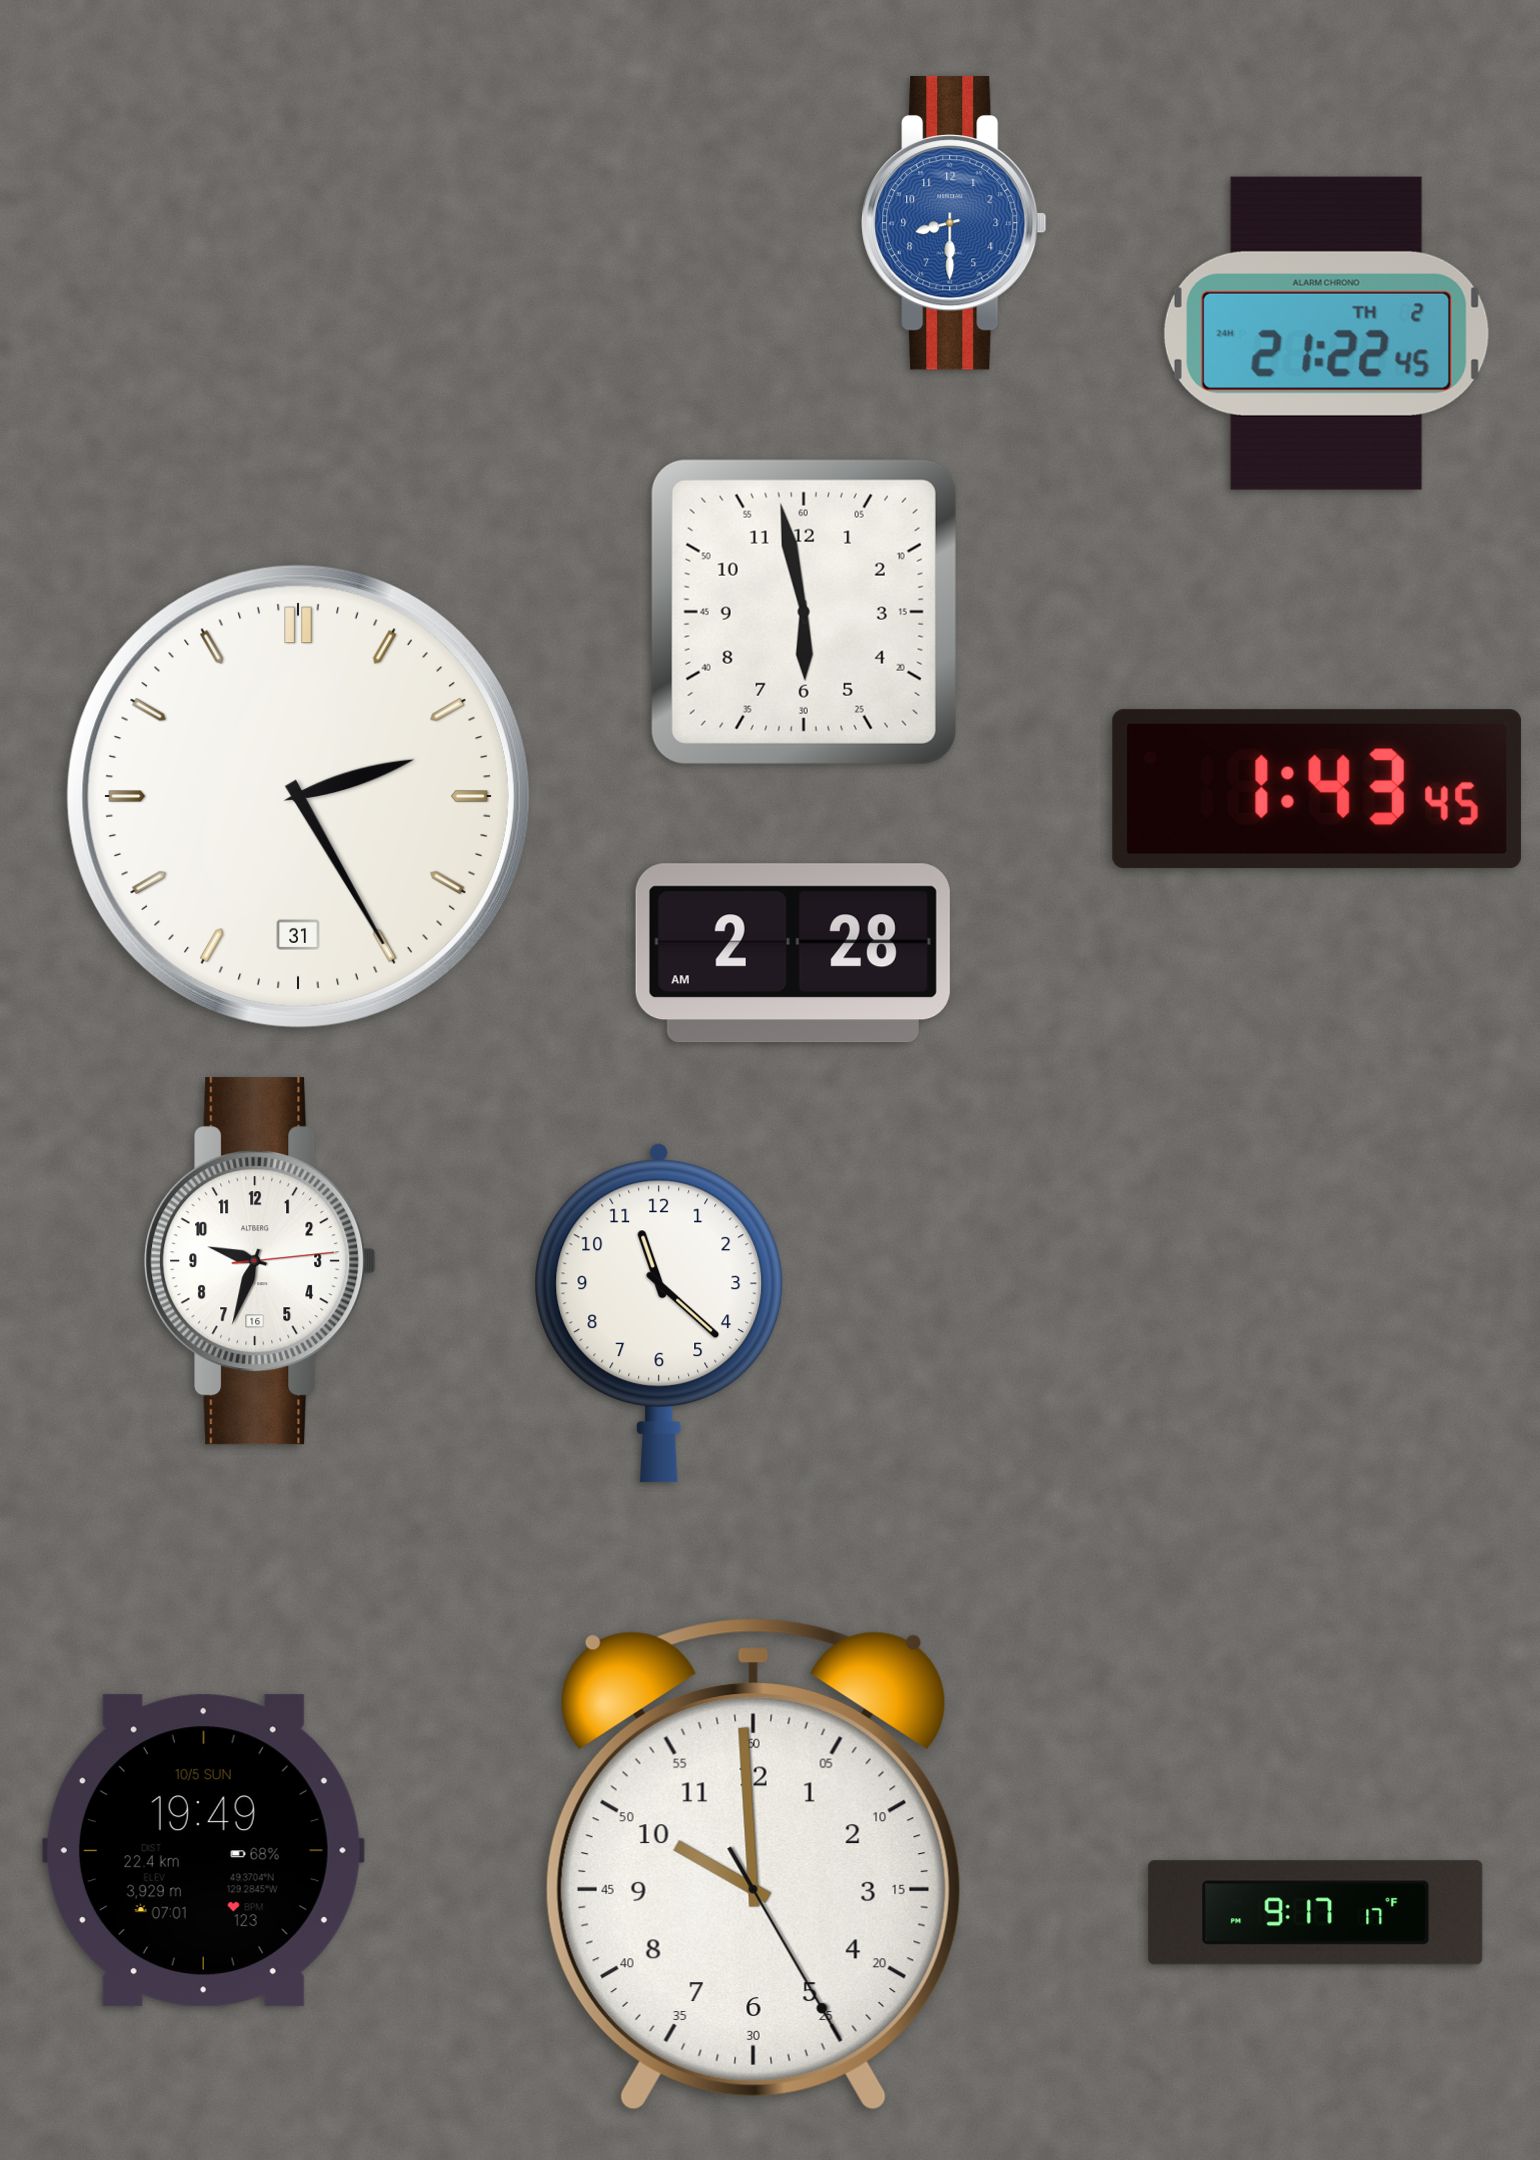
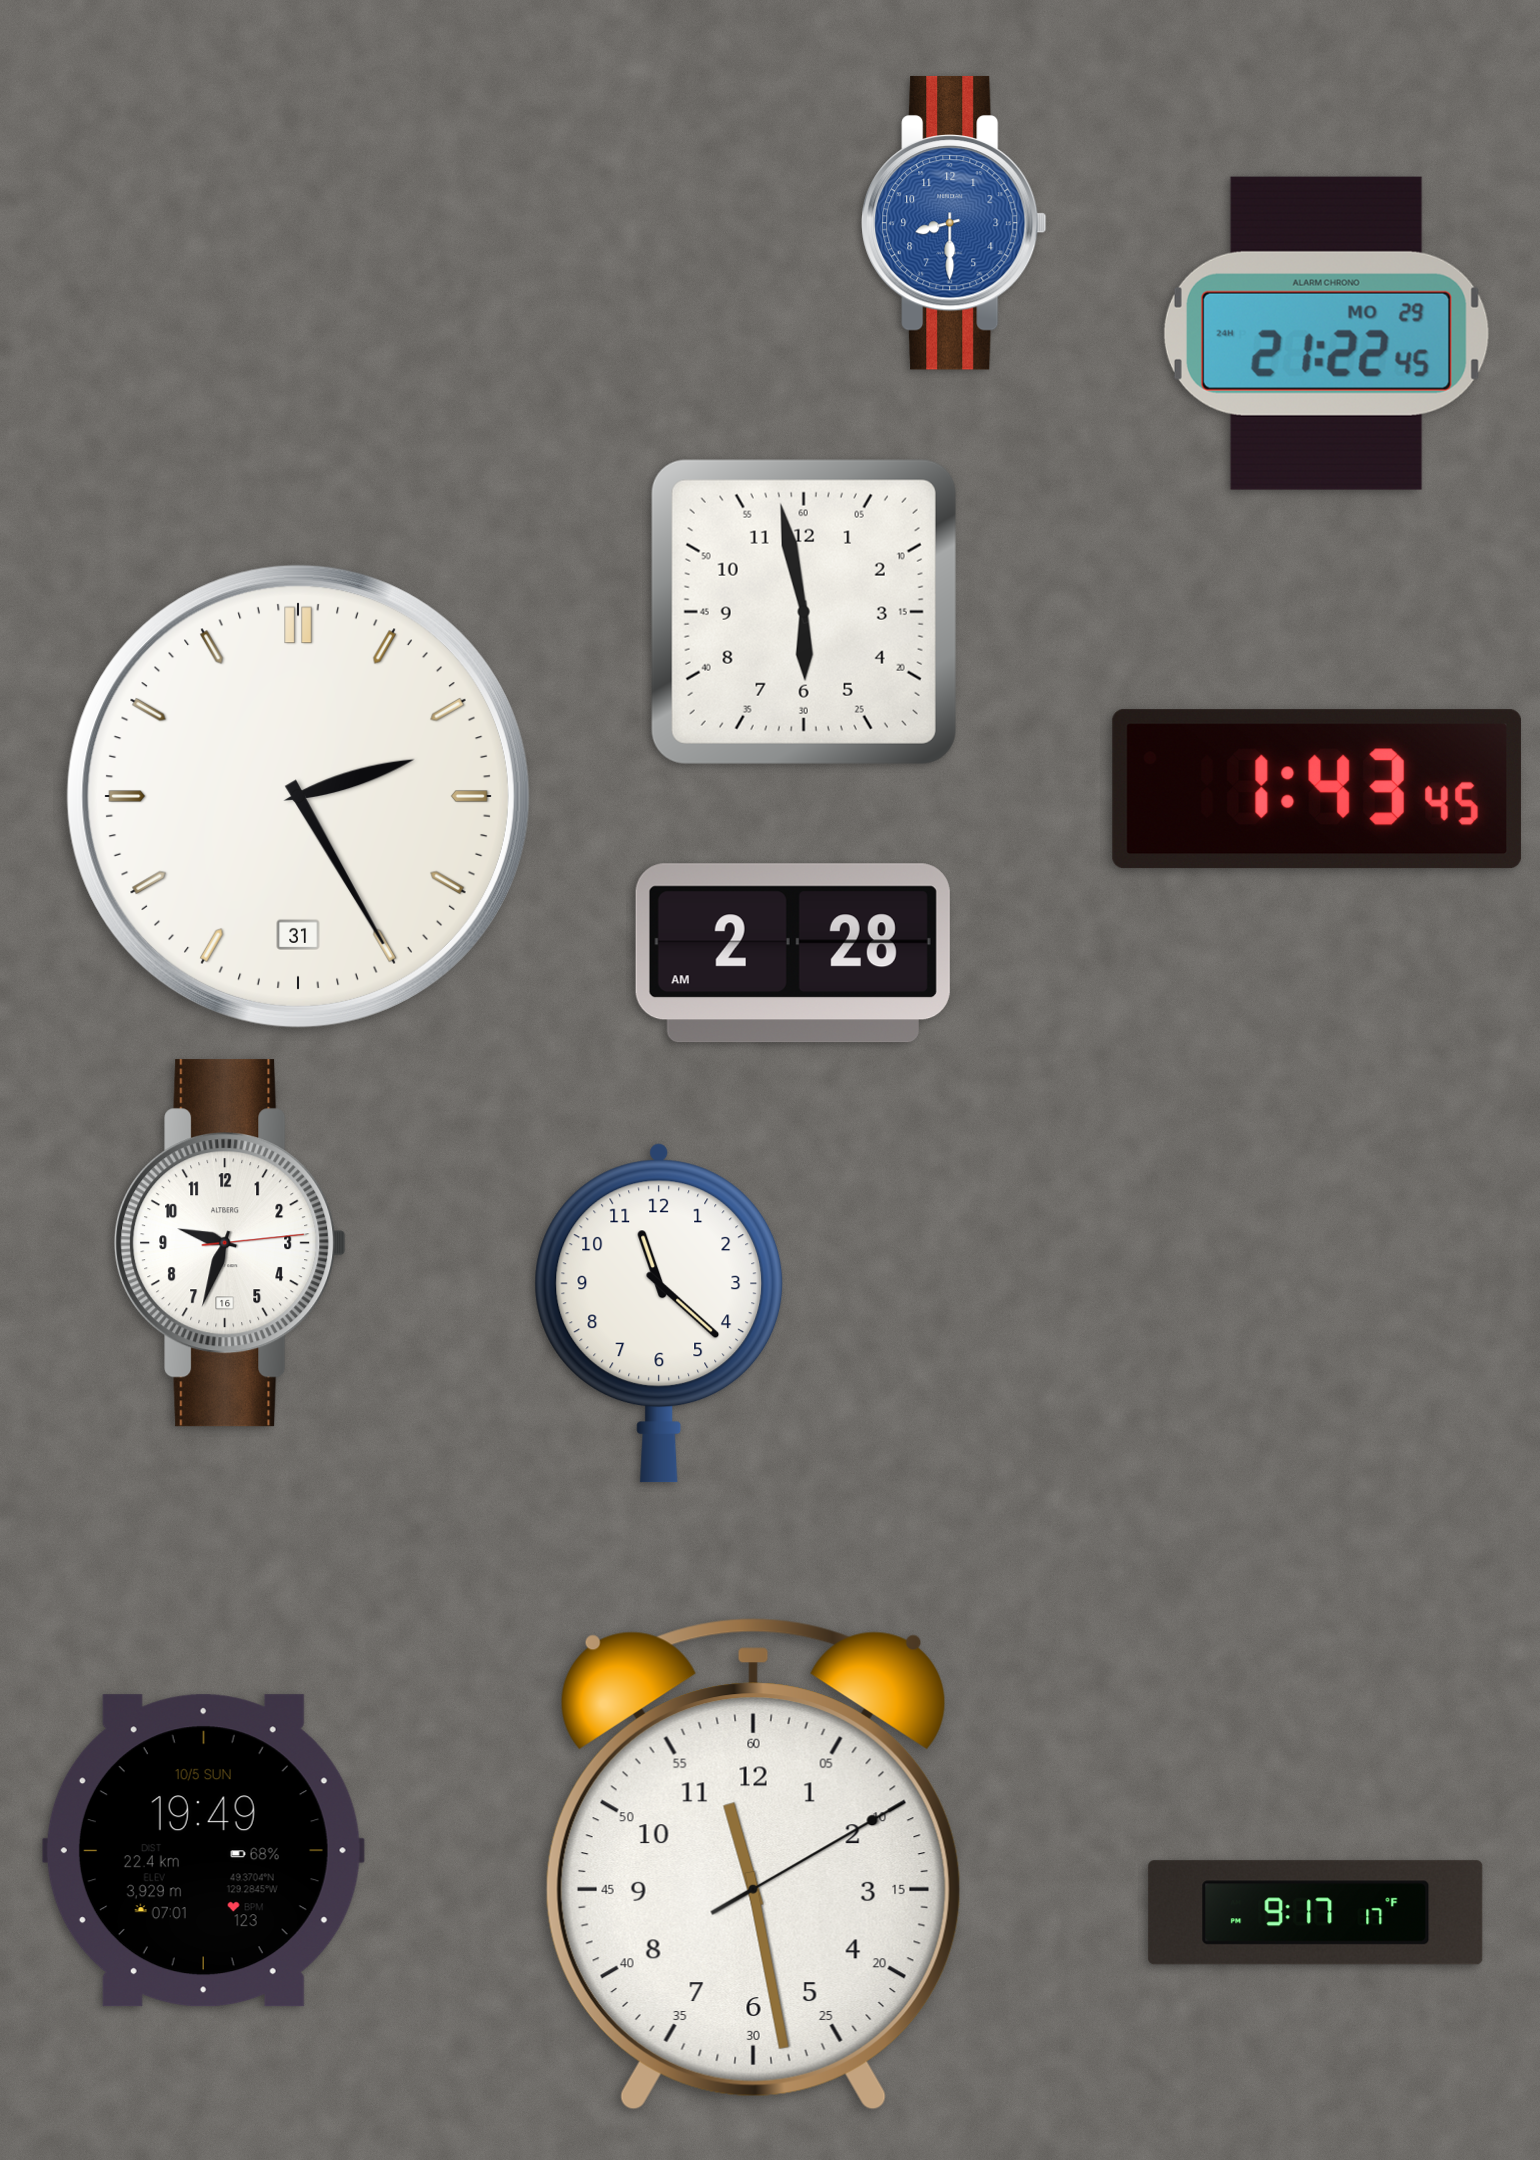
clock at (1326, 333) date: TH 2 -> MO 29
clock at (260, 1261) position: (260, 1261) -> (230, 1243)
clock at (753, 1864): 9:59 -> 11:28
